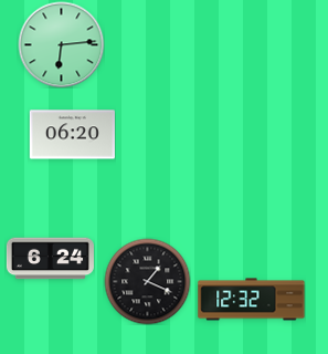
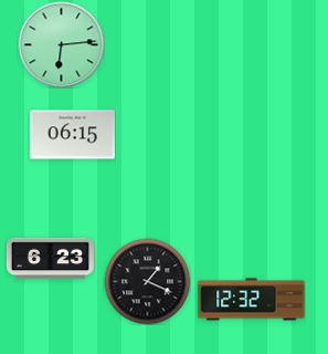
clock at (72, 135): 06:20 -> 06:15
clock at (50, 259): 6:24 -> 6:23
